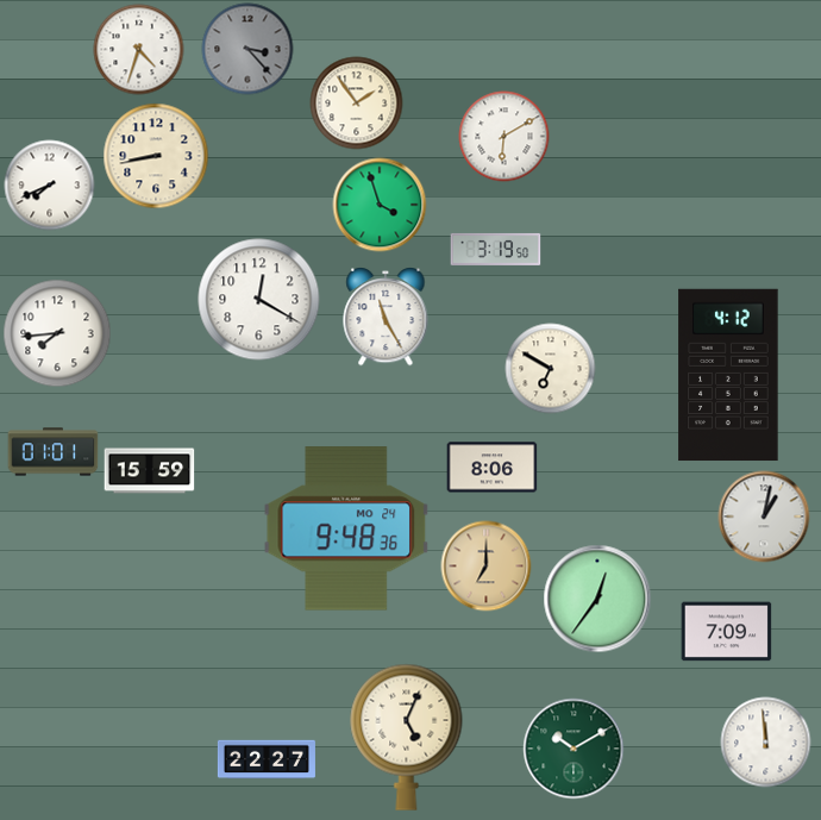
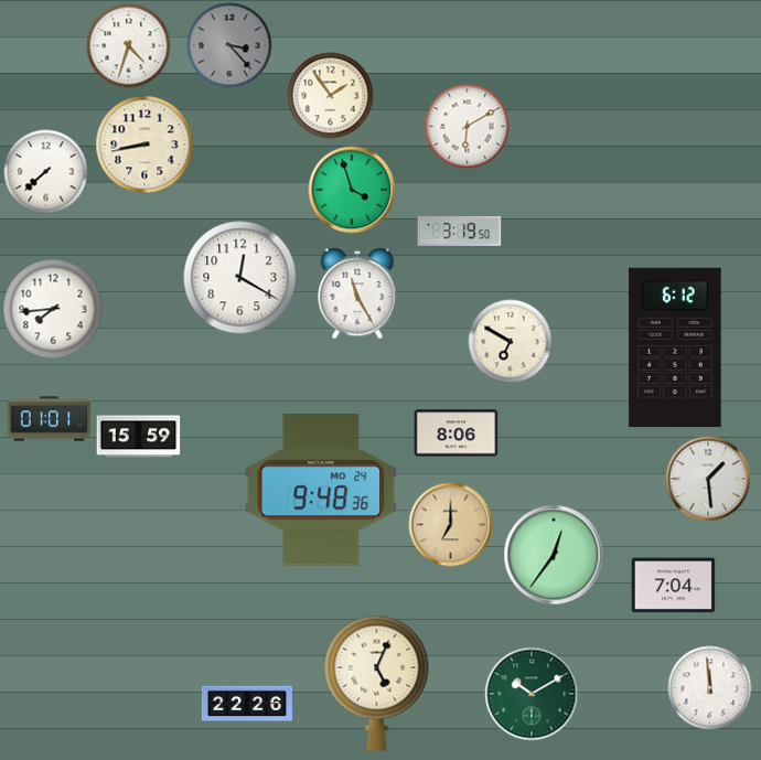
clock at (50, 186): 7:41 -> 7:38
clock at (728, 375): 4:12 -> 6:12
clock at (764, 517): 1:02 -> 1:29
clock at (727, 632): 7:09 -> 7:04
clock at (267, 759): 22:27 -> 22:26
